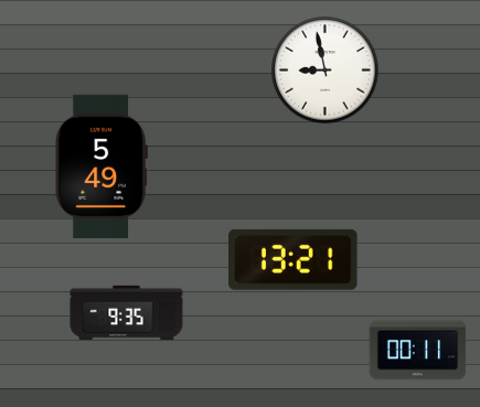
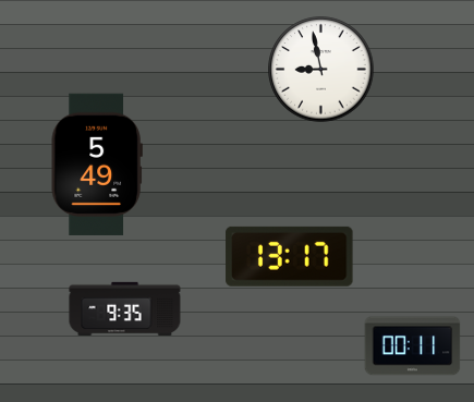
clock at (102, 167) position: (102, 167) -> (97, 165)
clock at (294, 259): 13:21 -> 13:17
